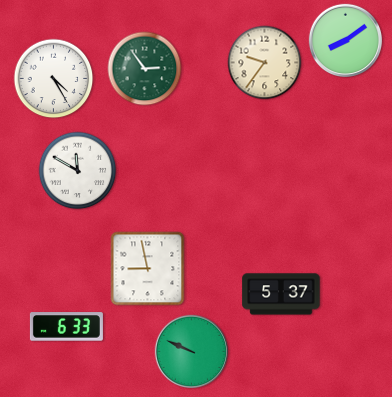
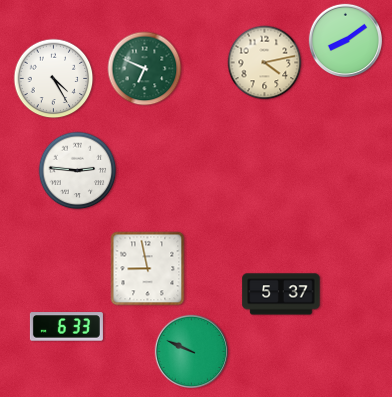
clock at (265, 63): 9:36 -> 4:13
clock at (145, 69): 2:54 -> 6:49
clock at (78, 171): 11:50 -> 2:46
